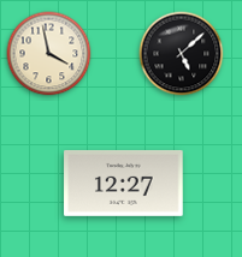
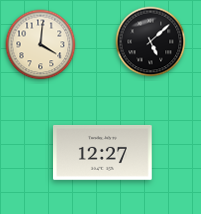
clock at (49, 54): 3:58 -> 4:01
clock at (182, 54) position: (182, 54) -> (151, 42)
